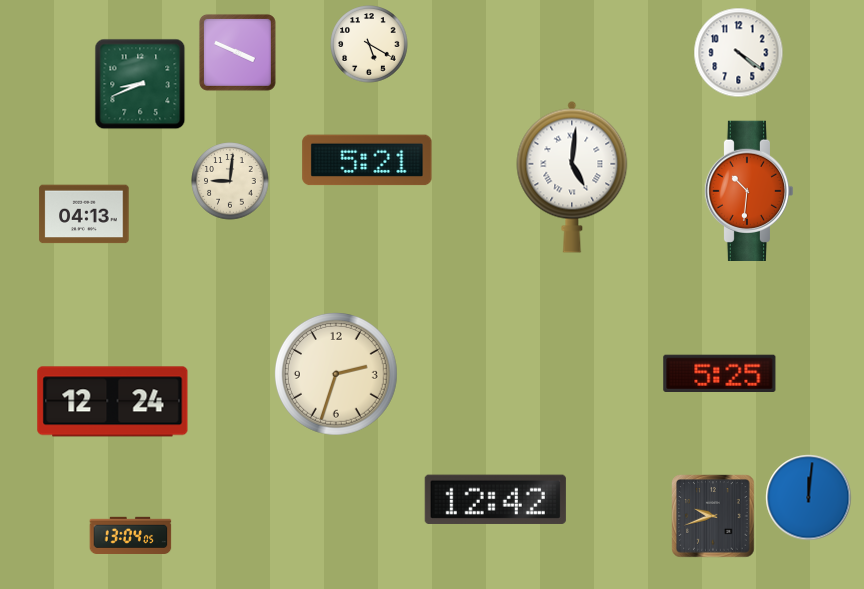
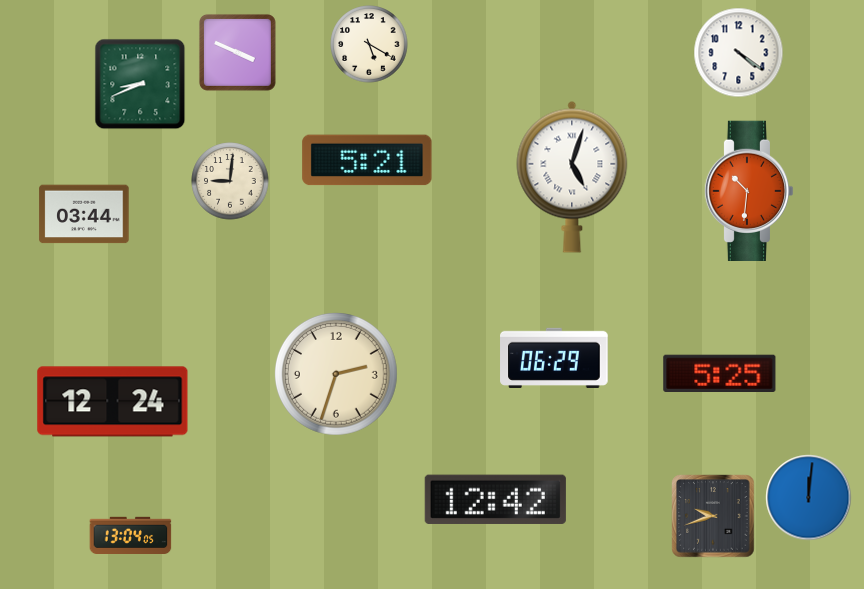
clock at (572, 177): 5:01 -> 5:03
clock at (84, 214): 04:13 -> 03:44
clock at (554, 358): none -> 06:29
